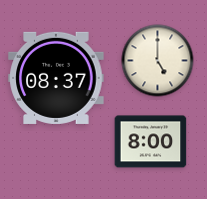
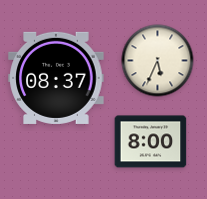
clock at (158, 61): 5:00 -> 5:34
